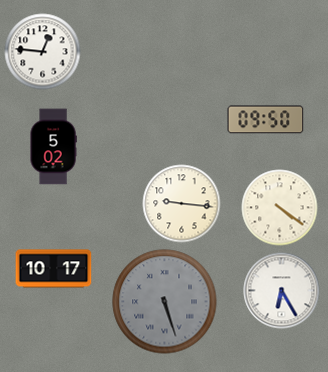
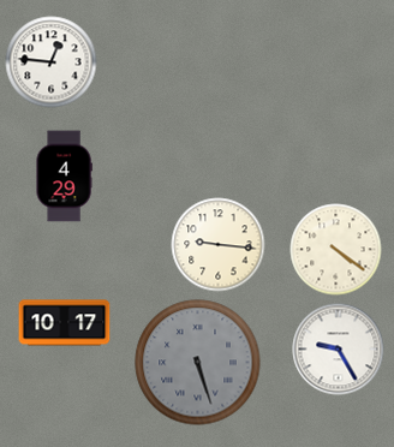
clock at (266, 120): 09:50 -> none
clock at (53, 147): 5:02 -> 4:29
clock at (282, 291): 6:25 -> 9:25
